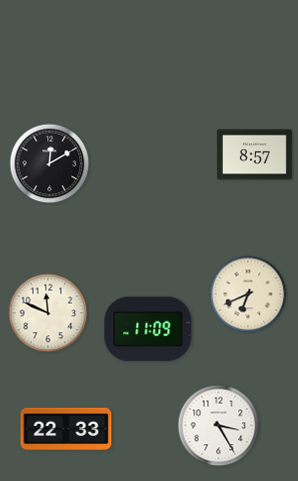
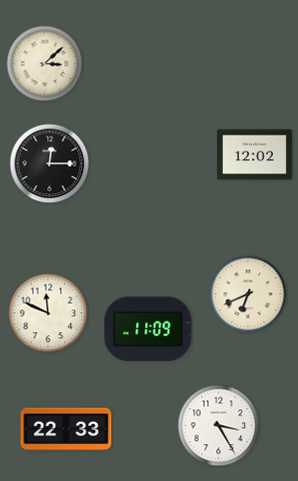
clock at (45, 64): none -> 3:08
clock at (254, 155): 8:57 -> 12:02
clock at (50, 164): 12:10 -> 12:15
